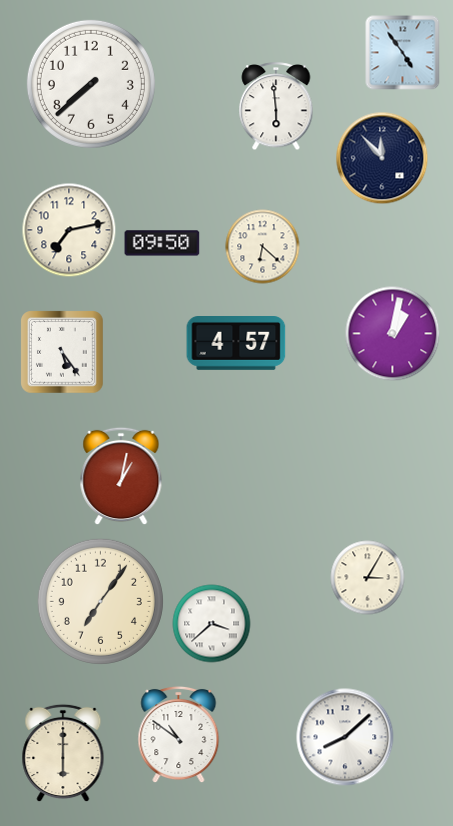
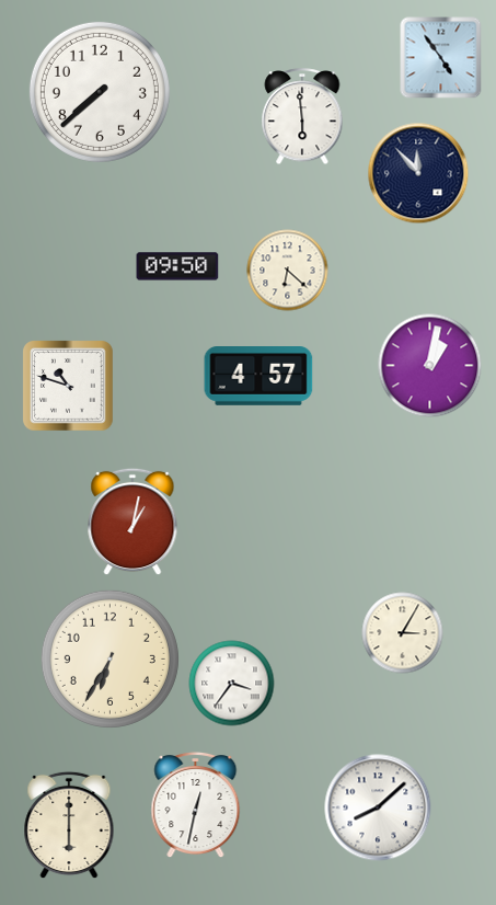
clock at (69, 230): 7:13 -> none
clock at (62, 352): 5:24 -> 10:48
clock at (100, 601): 7:06 -> 6:35
clock at (212, 624): 3:38 -> 3:36
clock at (179, 735): 10:51 -> 12:32
